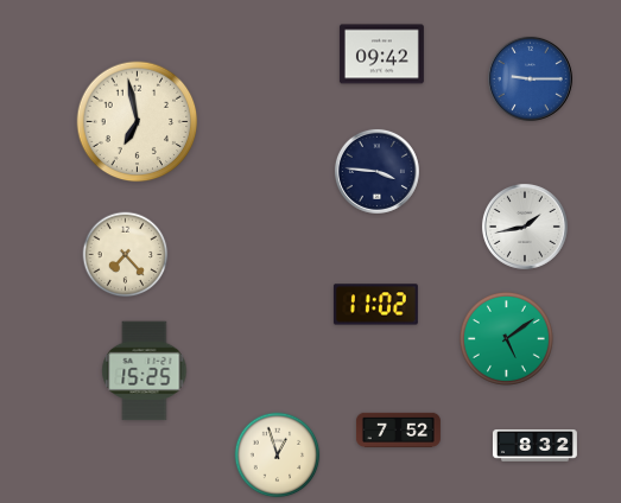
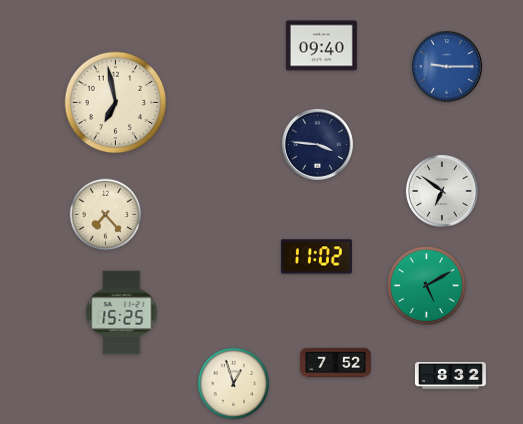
clock at (381, 55): 09:42 -> 09:40
clock at (525, 227): 1:43 -> 6:51
clock at (506, 338): 5:09 -> 5:10
